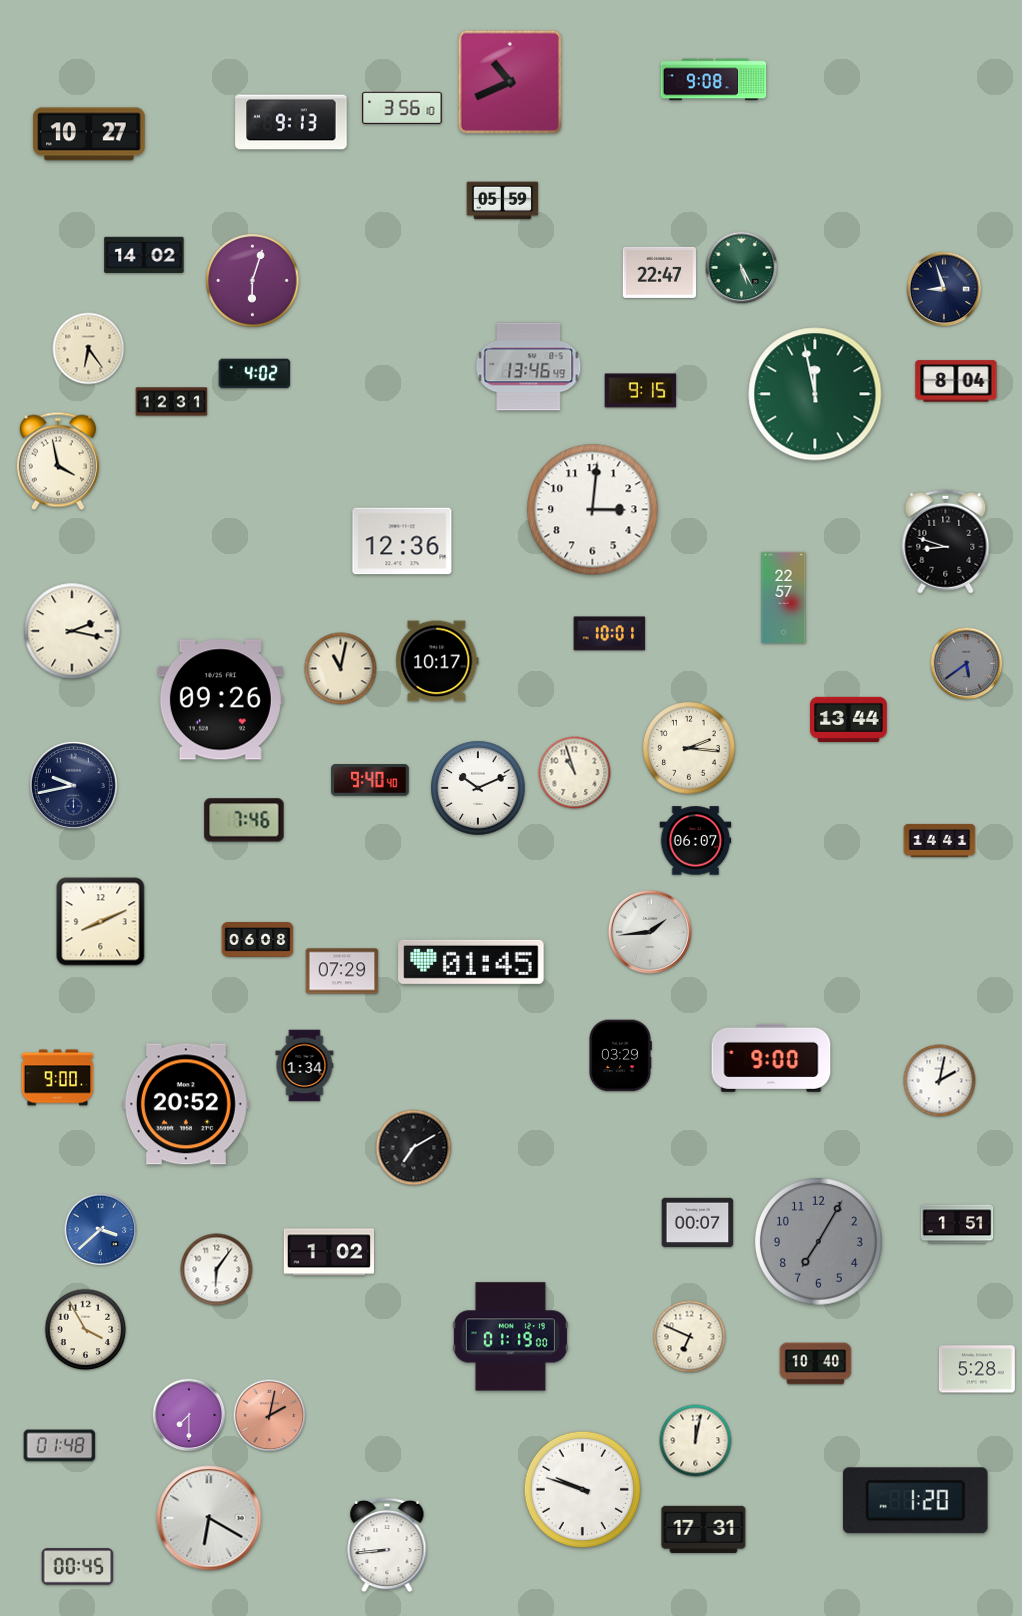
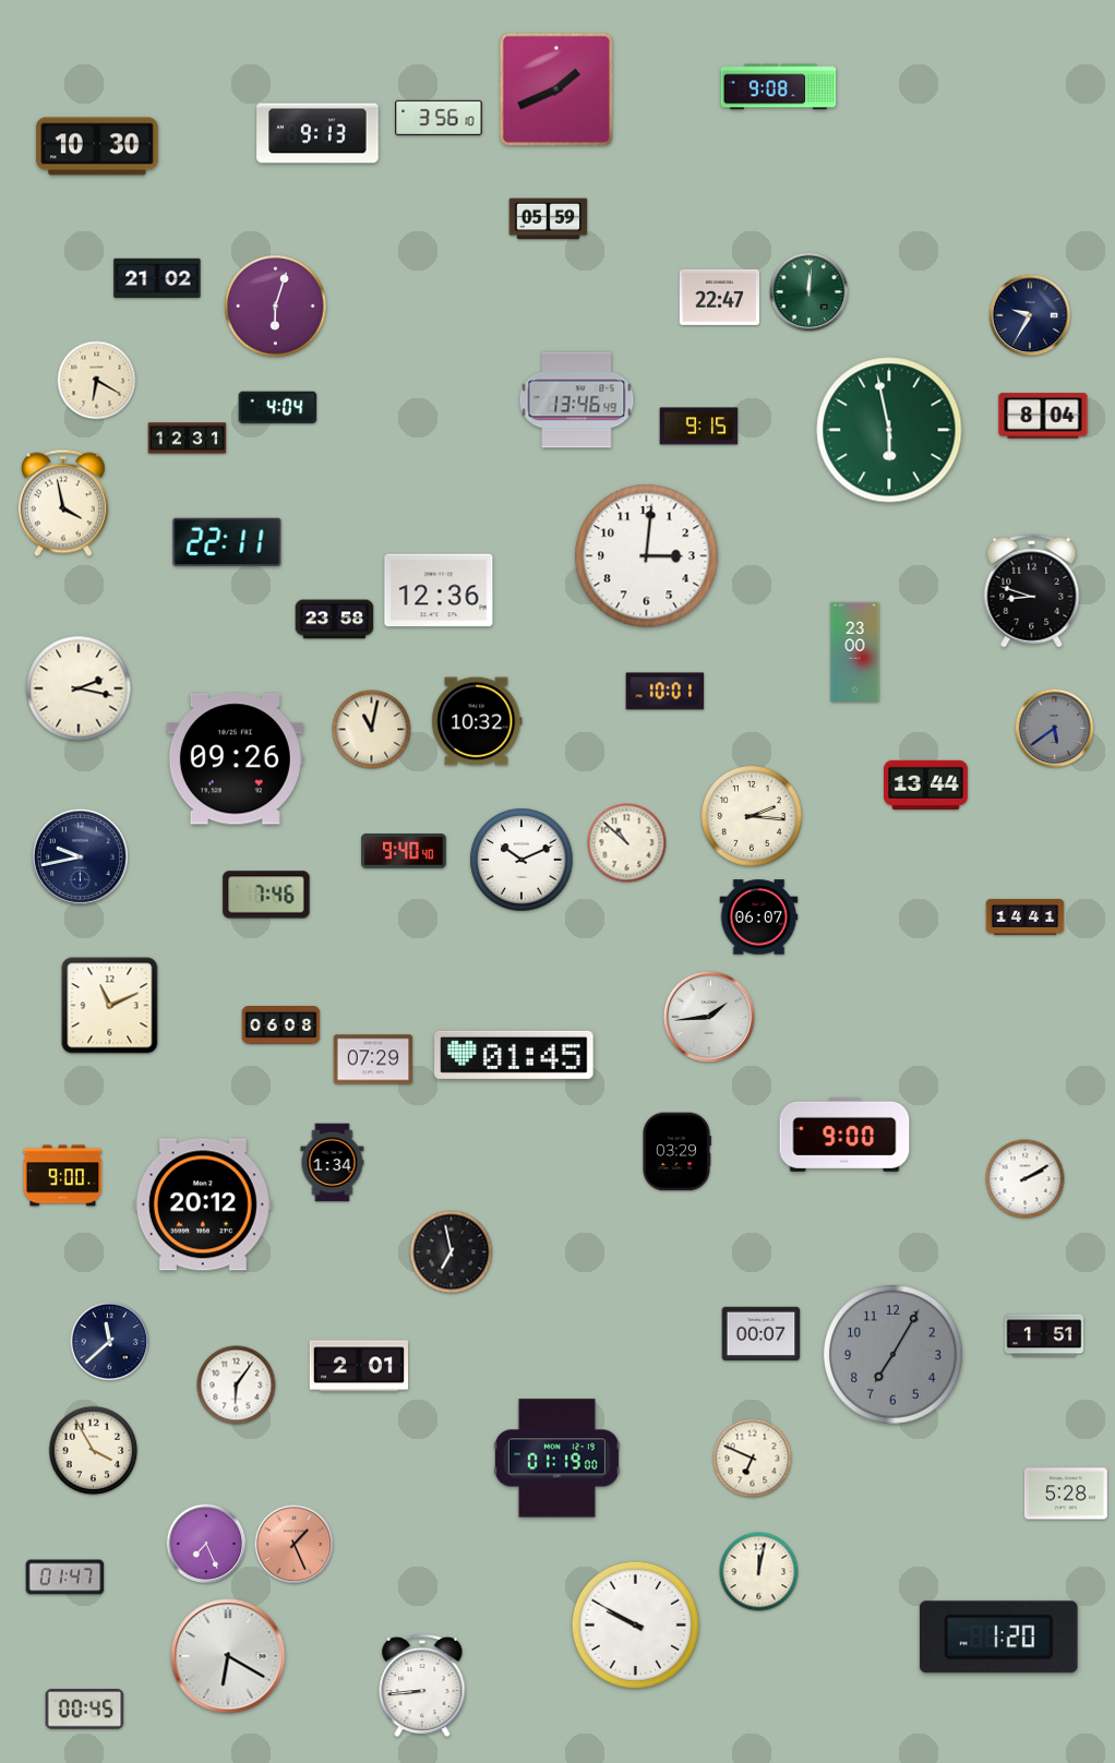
clock at (509, 81): 10:41 -> 1:41
clock at (89, 134): 10:27 -> 10:30
clock at (144, 255): 14:02 -> 21:02
clock at (742, 268): 5:25 -> 12:01
clock at (944, 289): 8:57 -> 9:35
clock at (89, 349): 6:24 -> 6:20
clock at (255, 374): 4:02 -> 4:04
clock at (815, 394): 11:58 -> 5:58
clock at (227, 542): none -> 22:11
clock at (335, 620): none -> 23:58
clock at (784, 597): 22:57 -> 23:00
clock at (437, 661): 10:17 -> 10:32
clock at (967, 664) position: (967, 664) -> (1055, 729)
clock at (220, 700) position: (220, 700) -> (235, 759)
clock at (575, 773): 10:57 -> 10:52
clock at (101, 922): 8:11 -> 11:11
clock at (471, 962) position: (471, 962) -> (514, 1055)
clock at (771, 1058) position: (771, 1058) -> (844, 1135)
clock at (940, 1081): 2:02 -> 2:10
clock at (186, 1104): 20:52 -> 20:12
clock at (414, 1148): 7:10 -> 6:58
clock at (101, 1230): 3:38 -> 11:38
clock at (101, 1230) dial: blue -> navy
clock at (328, 1252): 1:02 -> 2:01
clock at (816, 1364): 10:40 -> none
clock at (189, 1415): 7:30 -> 7:26
clock at (270, 1416): 2:02 -> 1:26
clock at (60, 1446): 01:48 -> 01:47
clock at (583, 1490): 9:48 -> 9:50
clock at (704, 1529): 17:31 -> none
